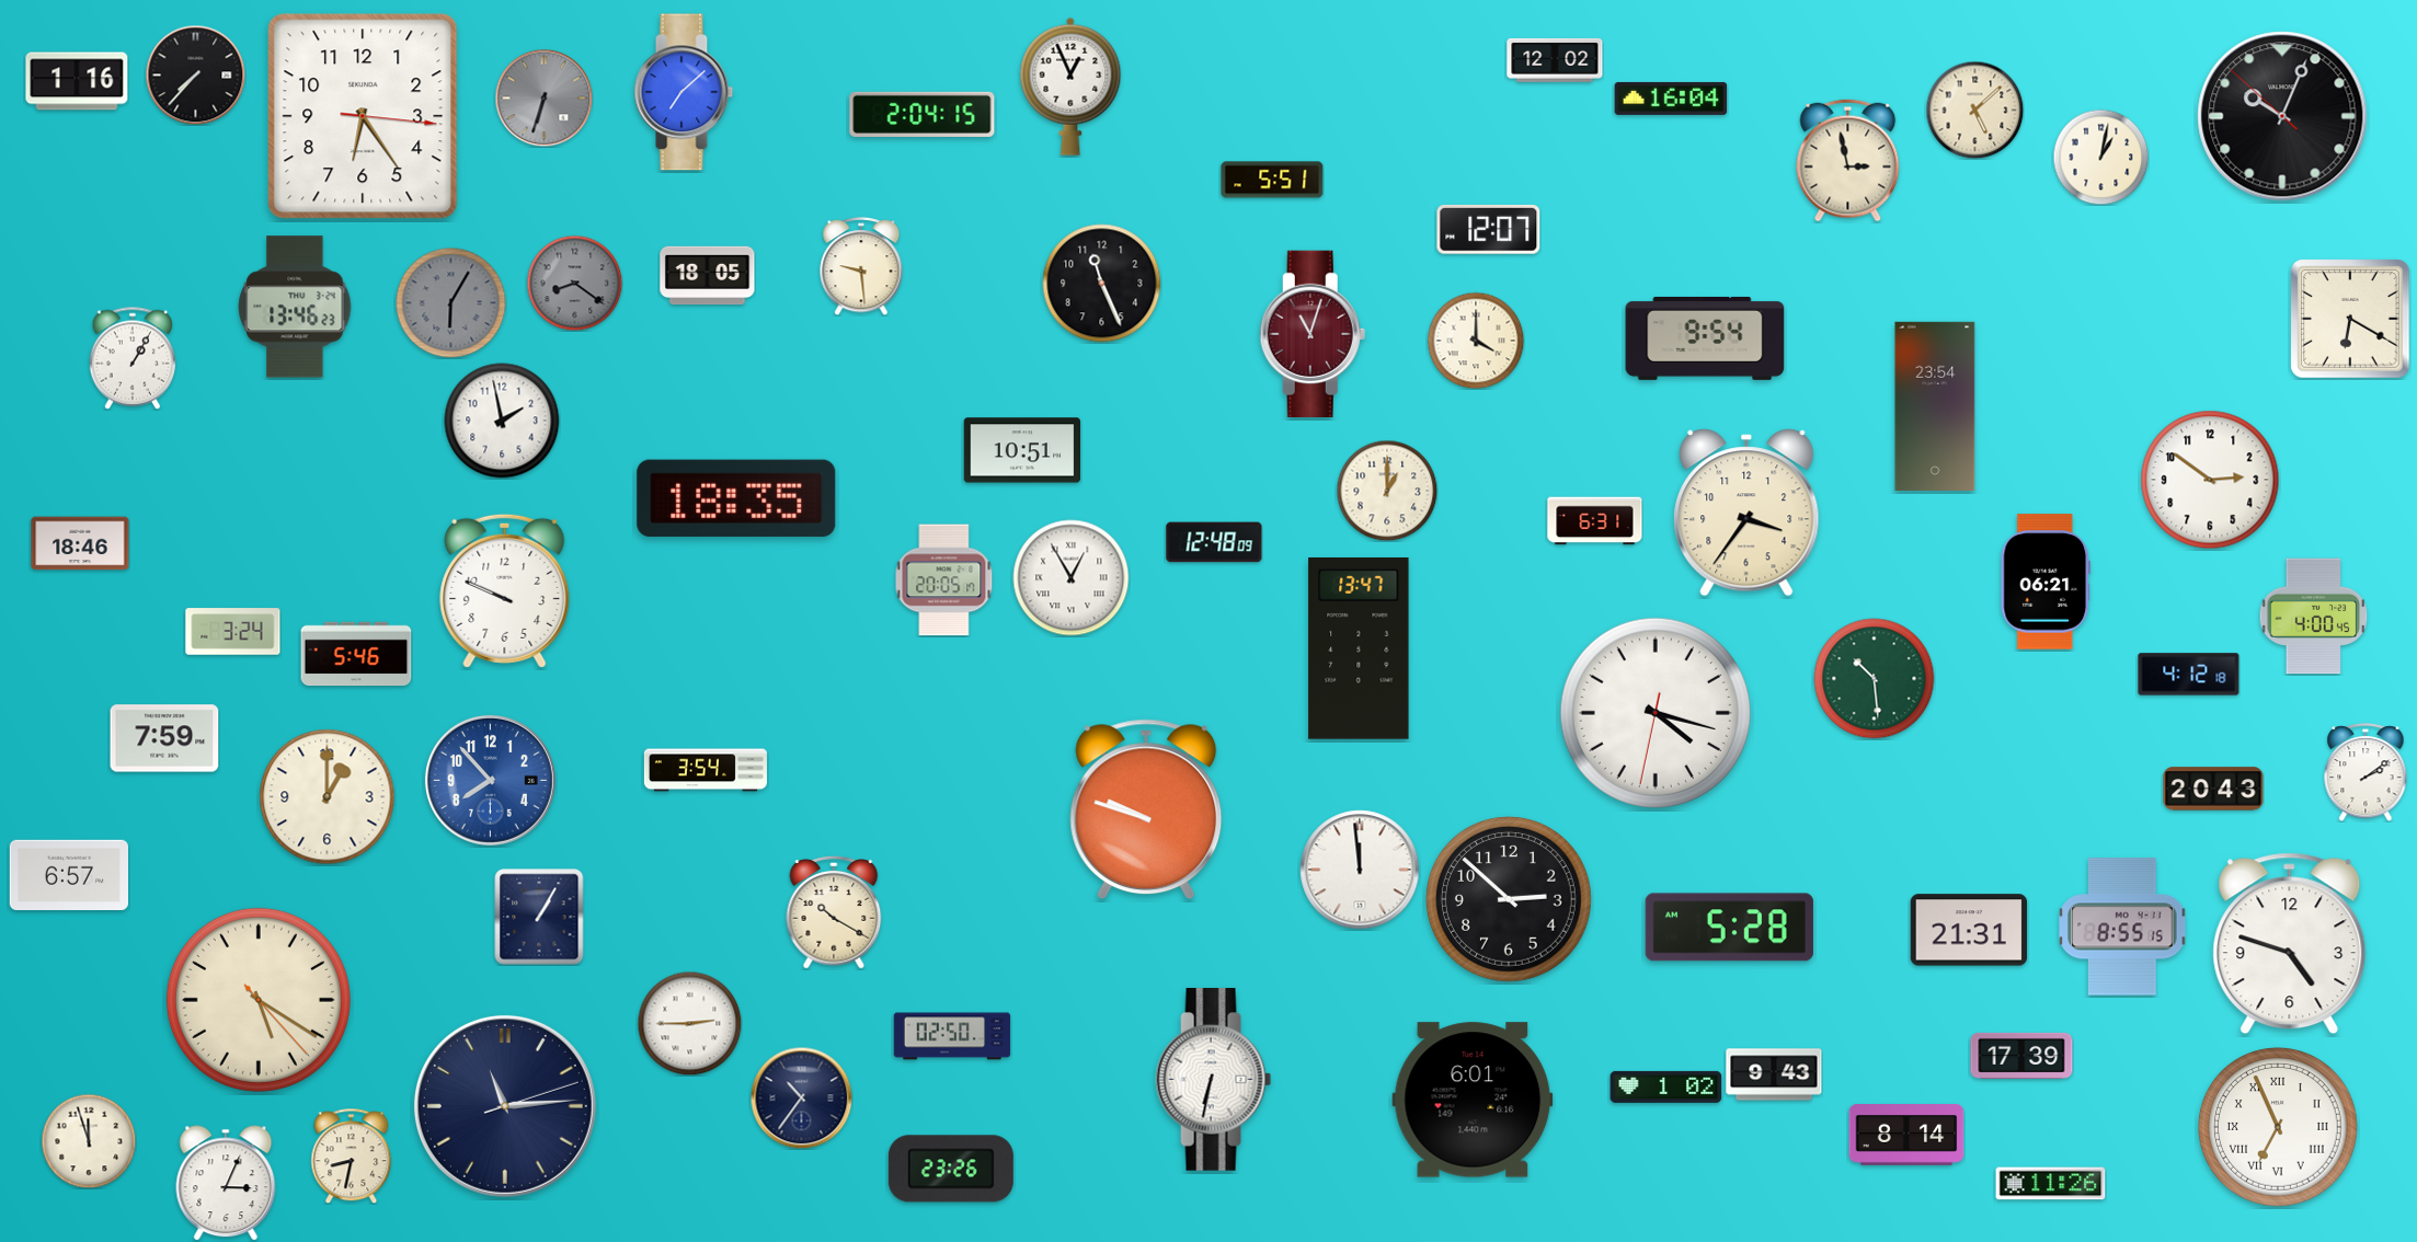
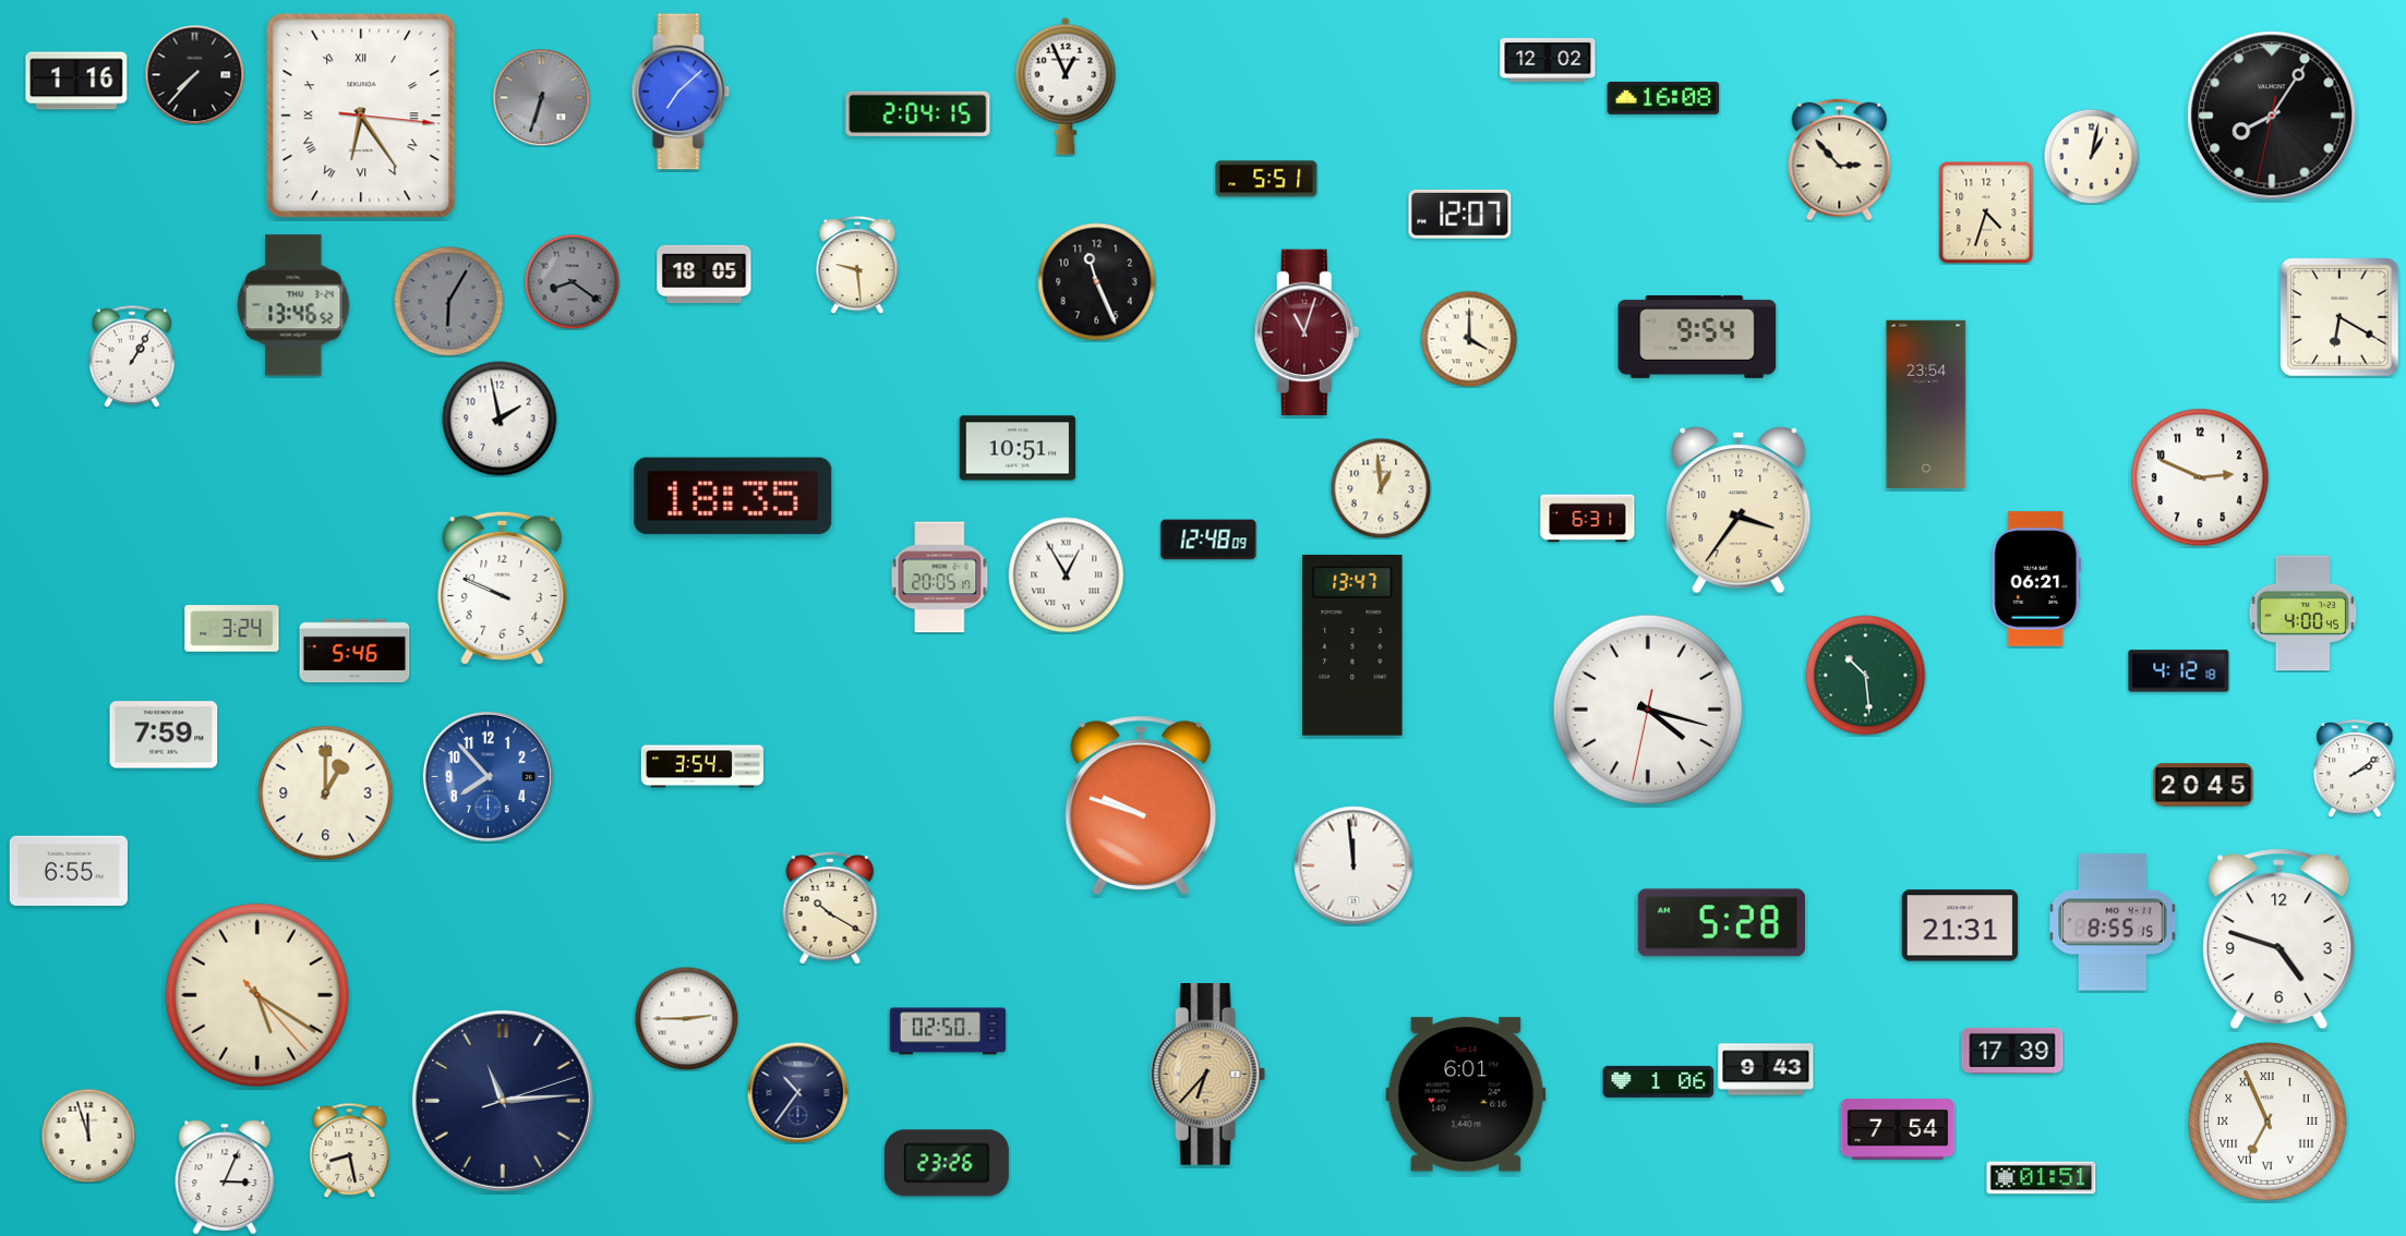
clock at (1671, 99): 16:04 -> 16:08
clock at (1974, 110): 5:08 -> none
clock at (363, 116) numerals: Arabic -> Roman
clock at (2282, 116): 10:03 -> 8:05
clock at (1848, 161): 2:58 -> 2:53
clock at (1986, 213): none -> 4:33
clock at (1489, 229) position: (1489, 229) -> (1460, 214)
clock at (295, 307): 13:46:23 -> 13:46:52
clock at (2210, 480): 2:51 -> 2:49
clock at (1387, 491): 1:00 -> 12:59
clock at (80, 543): 18:46 -> none
clock at (2213, 789): 20:43 -> 20:45
clock at (68, 874): 6:57 -> 6:55
clock at (1509, 899): 2:52 -> none
clock at (539, 917): 1:05 -> none
clock at (1214, 1080): 6:32 -> 6:37
clock at (1214, 1080) dial: white -> champagne
clock at (1666, 1086): 1:02 -> 1:06
clock at (1906, 1136): 8:14 -> 7:54
clock at (352, 1155): 8:32 -> 8:28
clock at (2051, 1184): 11:26 -> 01:51
